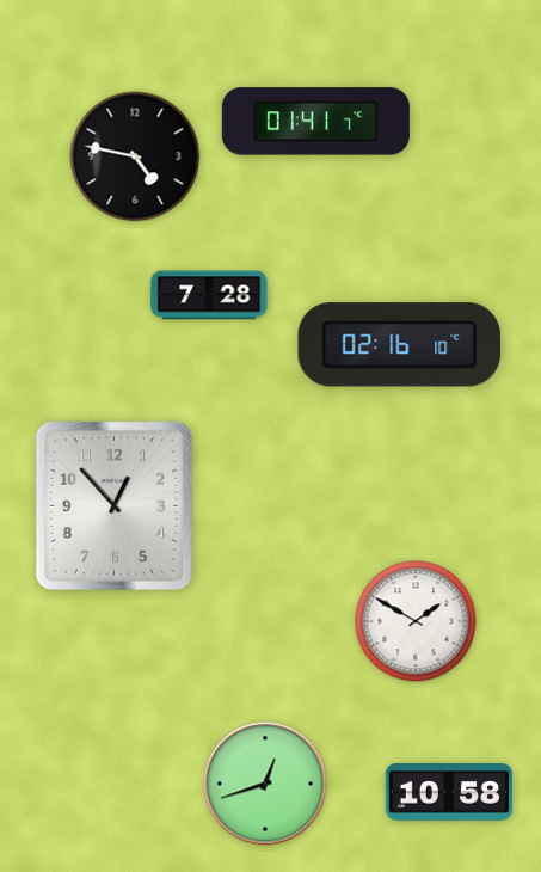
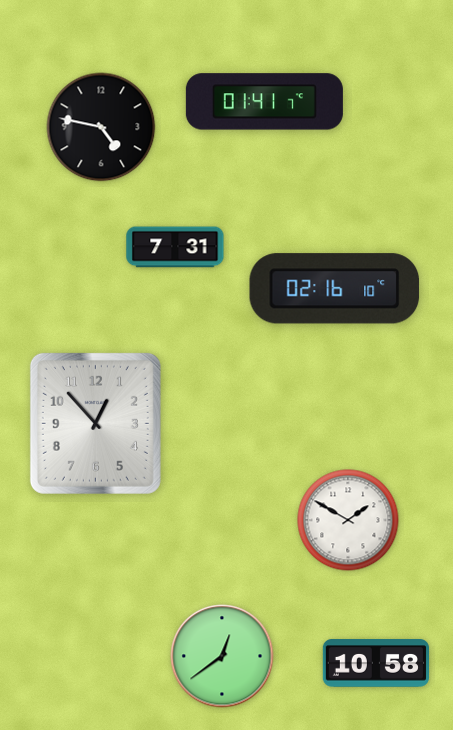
clock at (135, 156) position: (135, 156) -> (101, 127)
clock at (209, 295): 7:28 -> 7:31
clock at (265, 784): 12:42 -> 12:39
